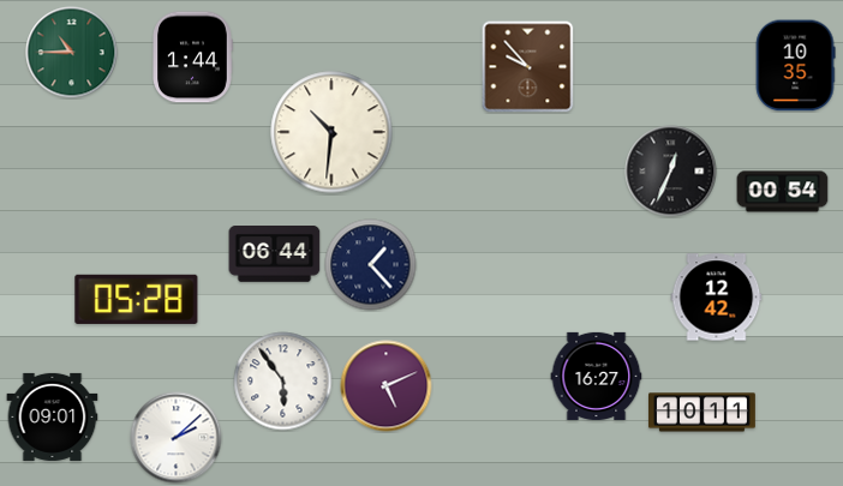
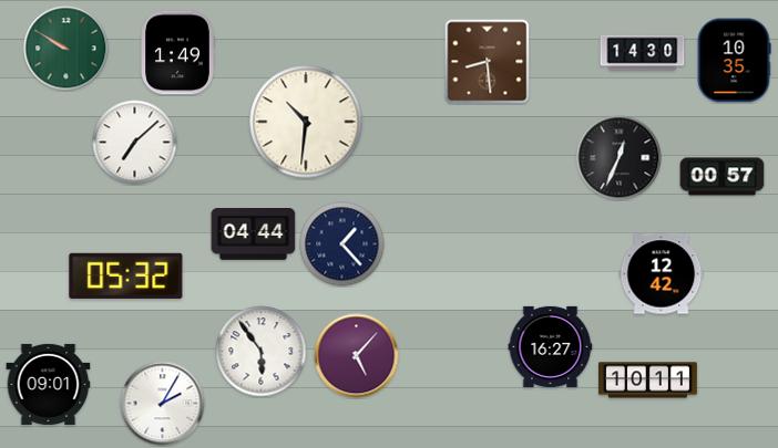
clock at (72, 53): 10:45 -> 9:50
clock at (192, 58): 1:44 -> 1:49
clock at (643, 53): none -> 14:30
clock at (528, 67): 9:53 -> 8:29
clock at (135, 143): none -> 7:08
clock at (783, 192): 00:54 -> 00:57
clock at (275, 254): 06:44 -> 04:44
clock at (137, 299): 05:28 -> 05:32
clock at (387, 386): 5:11 -> 5:07
clock at (177, 438): 2:08 -> 2:05
